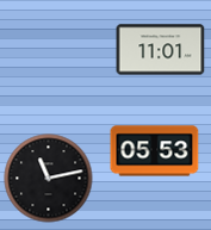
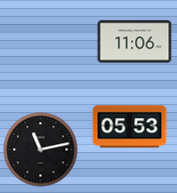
clock at (161, 50): 11:01 -> 11:06
